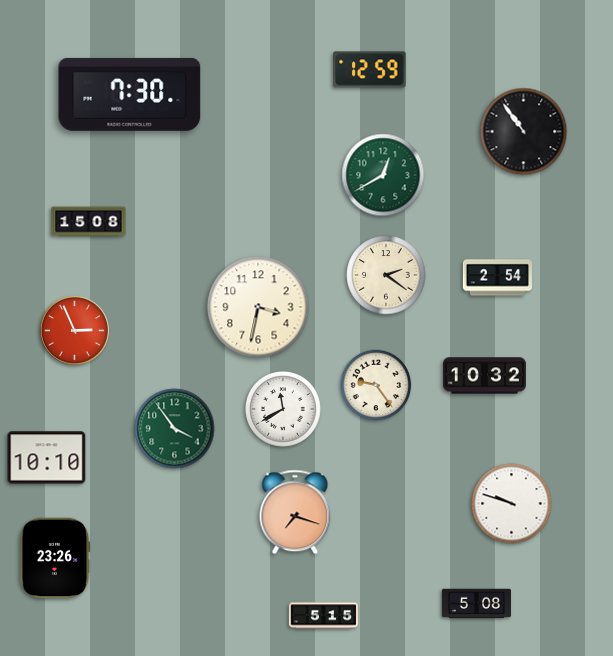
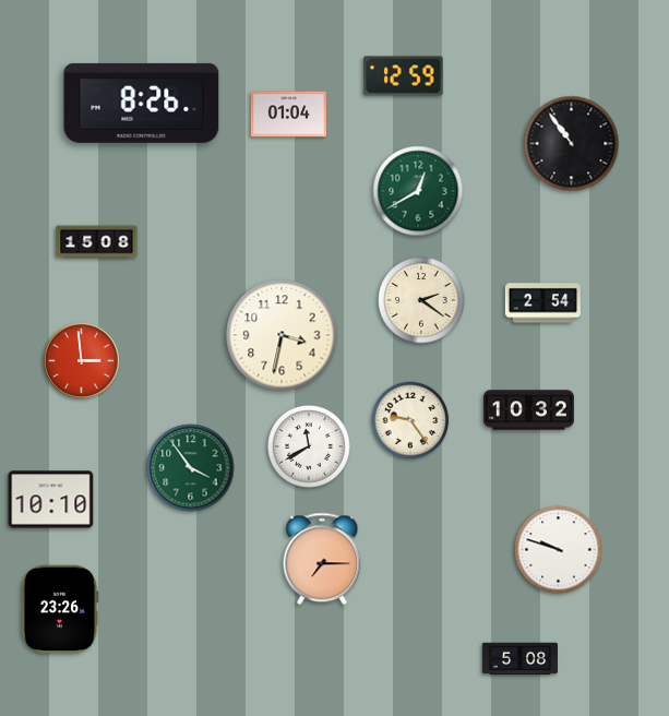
clock at (130, 94): 7:30 -> 8:26
clock at (288, 115): none -> 01:04
clock at (74, 330): 2:56 -> 2:59
clock at (295, 512): 7:18 -> 7:15
clock at (323, 616): 5:15 -> none
